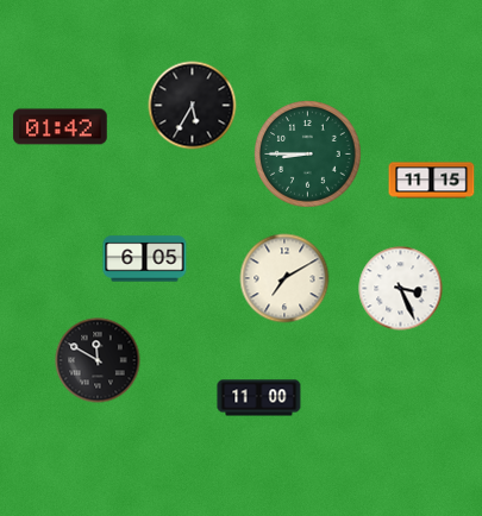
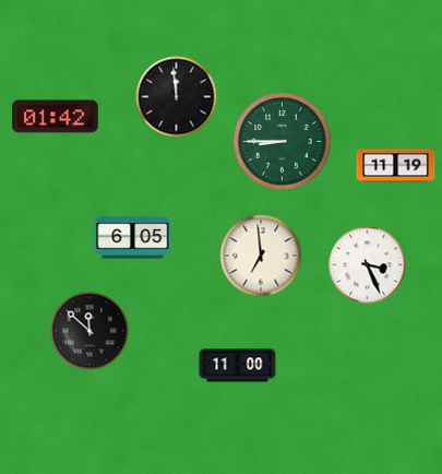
clock at (193, 106): 5:35 -> 11:59
clock at (432, 181): 11:15 -> 11:19
clock at (284, 278): 7:10 -> 6:59
clock at (98, 360): 11:50 -> 11:52
